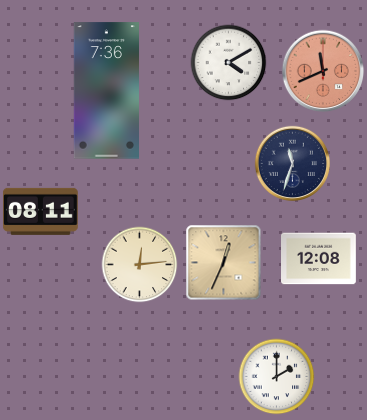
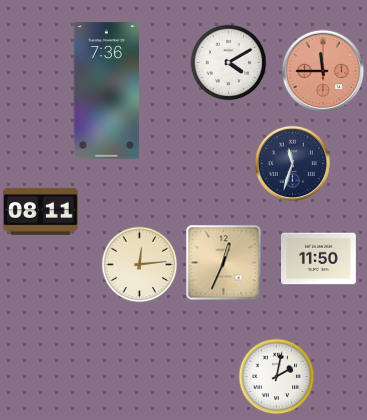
clock at (323, 71): 11:41 -> 11:45
clock at (319, 259): 12:08 -> 11:50
clock at (277, 377): 2:00 -> 2:02
